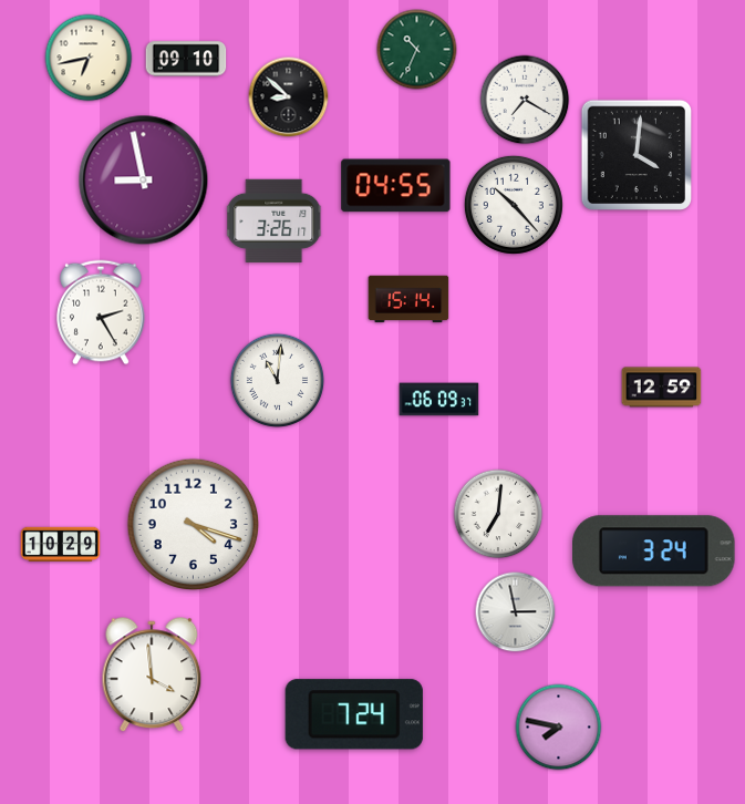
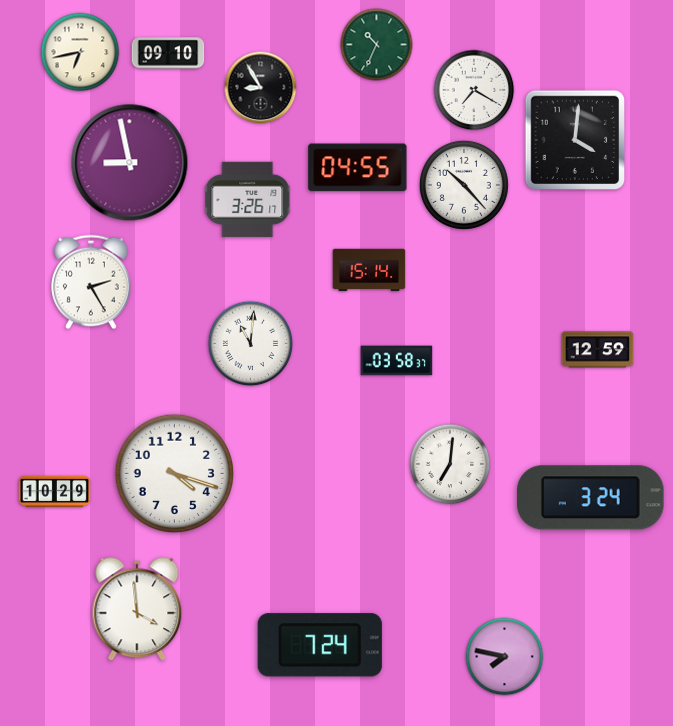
clock at (289, 97): 8:52 -> 8:55
clock at (439, 400): 06:09 -> 03:58
clock at (516, 612): 2:58 -> none
